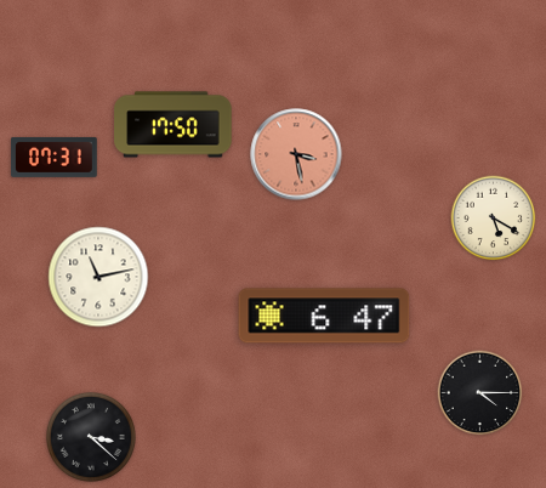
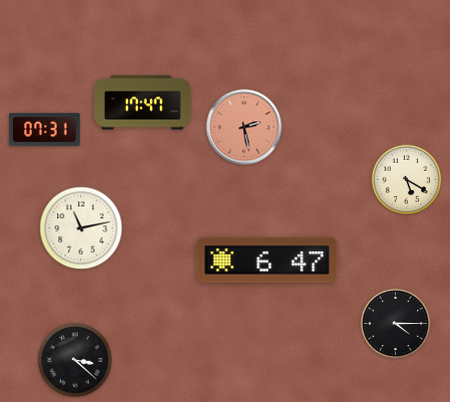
clock at (174, 125): 17:50 -> 17:47
clock at (296, 154): 3:28 -> 2:28
